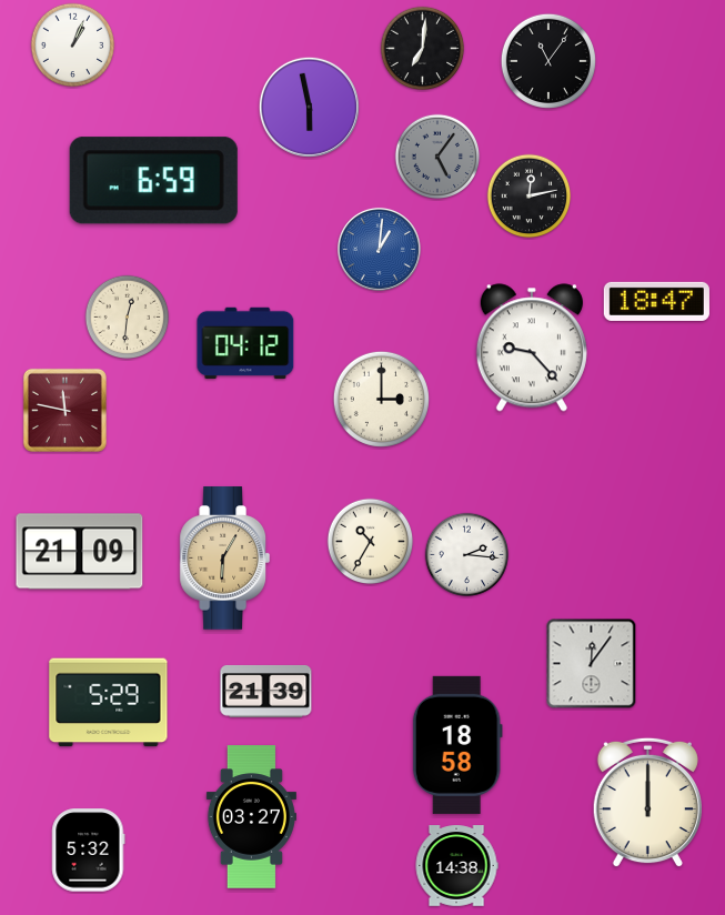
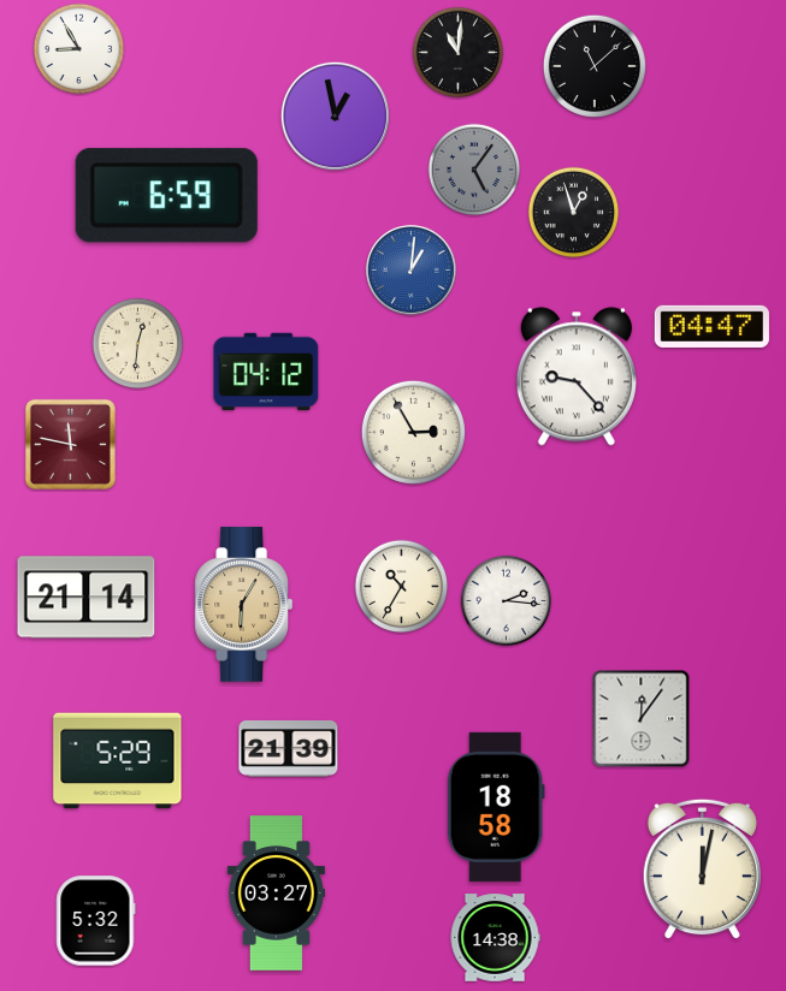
clock at (73, 46): 1:04 -> 8:55
clock at (423, 49): 7:01 -> 11:01
clock at (548, 61): 11:06 -> 11:08
clock at (309, 107): 5:58 -> 12:58
clock at (530, 197): 12:13 -> 12:57
clock at (656, 301): 18:47 -> 04:47
clock at (381, 399): 3:00 -> 2:55
clock at (80, 552): 21:09 -> 21:14
clock at (647, 803): 12:00 -> 12:02
clock at (251, 817) position: (251, 817) -> (276, 894)
